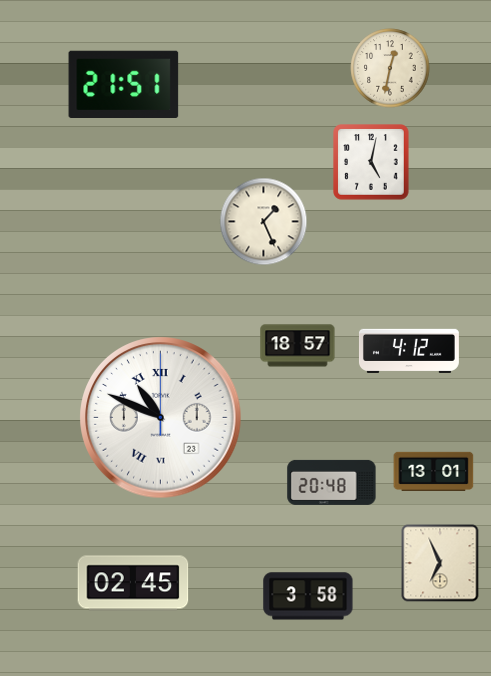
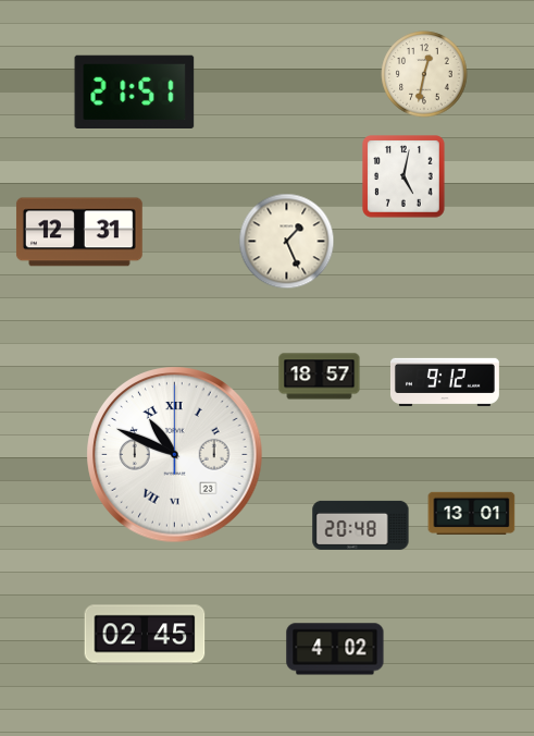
clock at (79, 232): none -> 12:31
clock at (298, 346) position: (298, 346) -> (320, 377)
clock at (409, 351): 4:12 -> 9:12
clock at (440, 563): 6:56 -> none
clock at (308, 596): 3:58 -> 4:02
